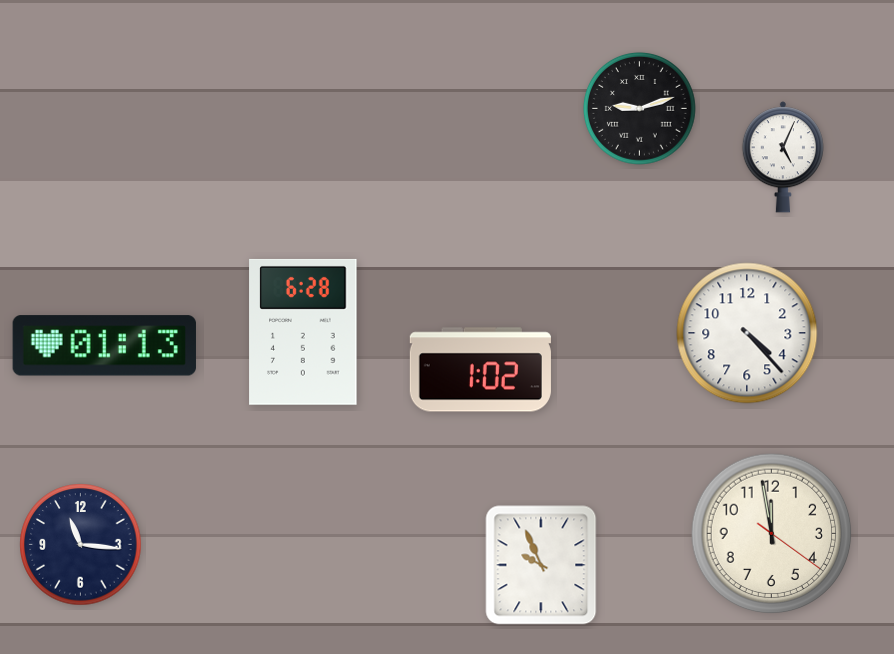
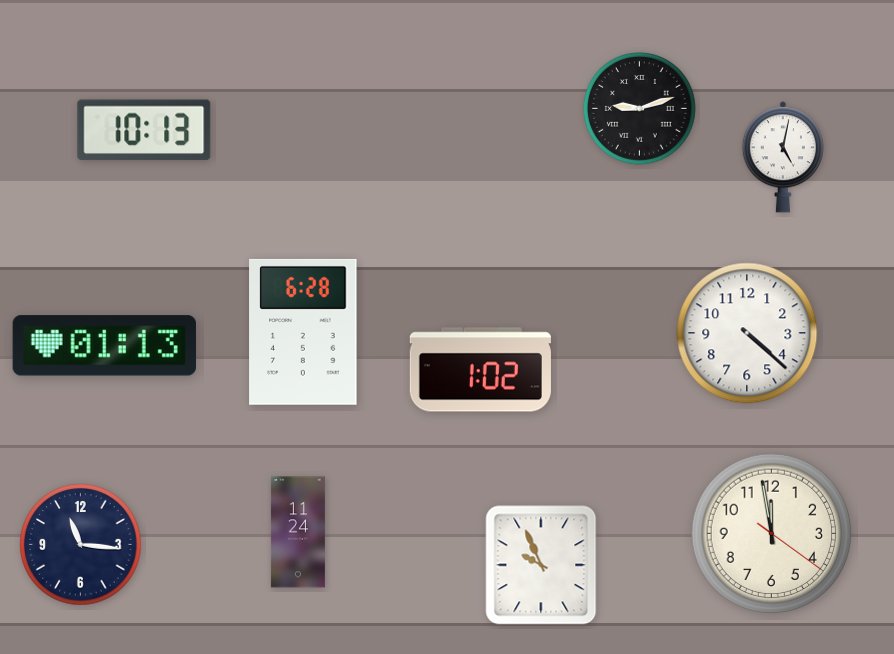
clock at (144, 130): none -> 10:13
clock at (783, 157): 5:04 -> 5:02
clock at (747, 333): 4:23 -> 4:22
clock at (298, 532): none -> 11:24
